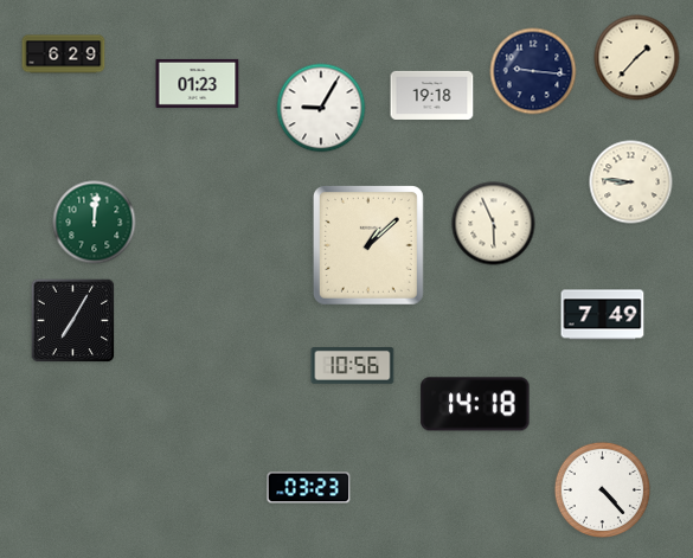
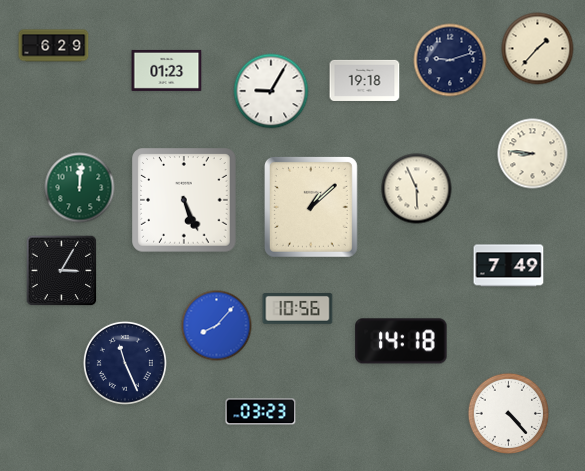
clock at (533, 71): 9:16 -> 9:12
clock at (184, 200): none -> 5:26
clock at (73, 321): 7:05 -> 3:05
clock at (217, 326): none -> 8:07
clock at (125, 363): none -> 11:26
